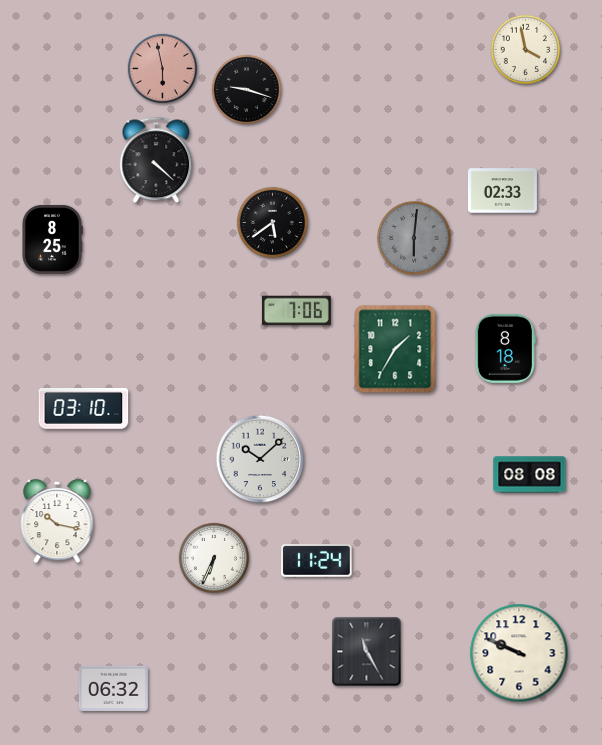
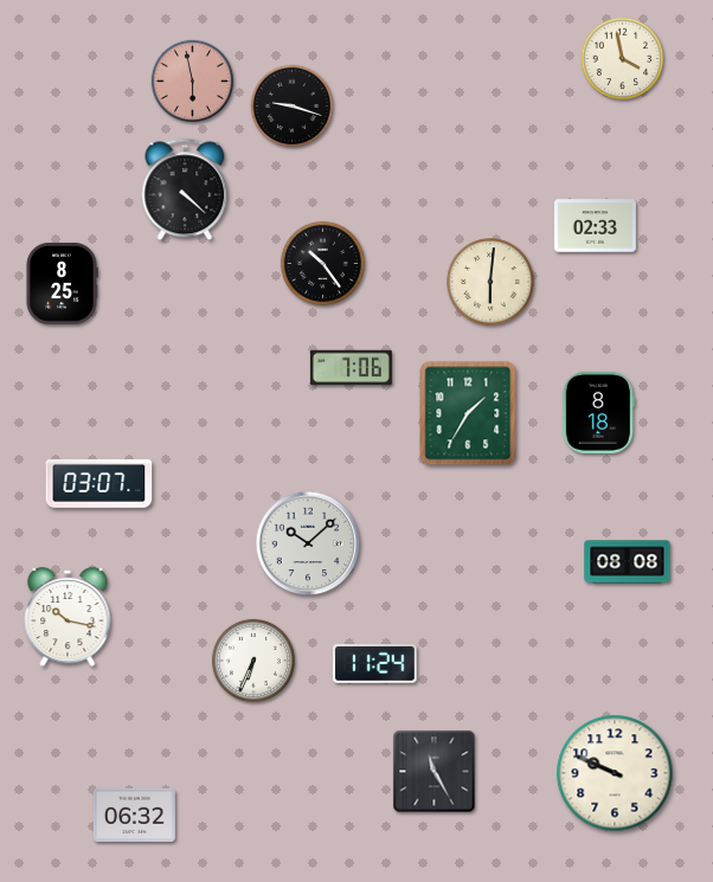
clock at (272, 222): 5:39 -> 10:24
clock at (414, 238) dial: grey -> cream
clock at (84, 408): 03:10 -> 03:07
